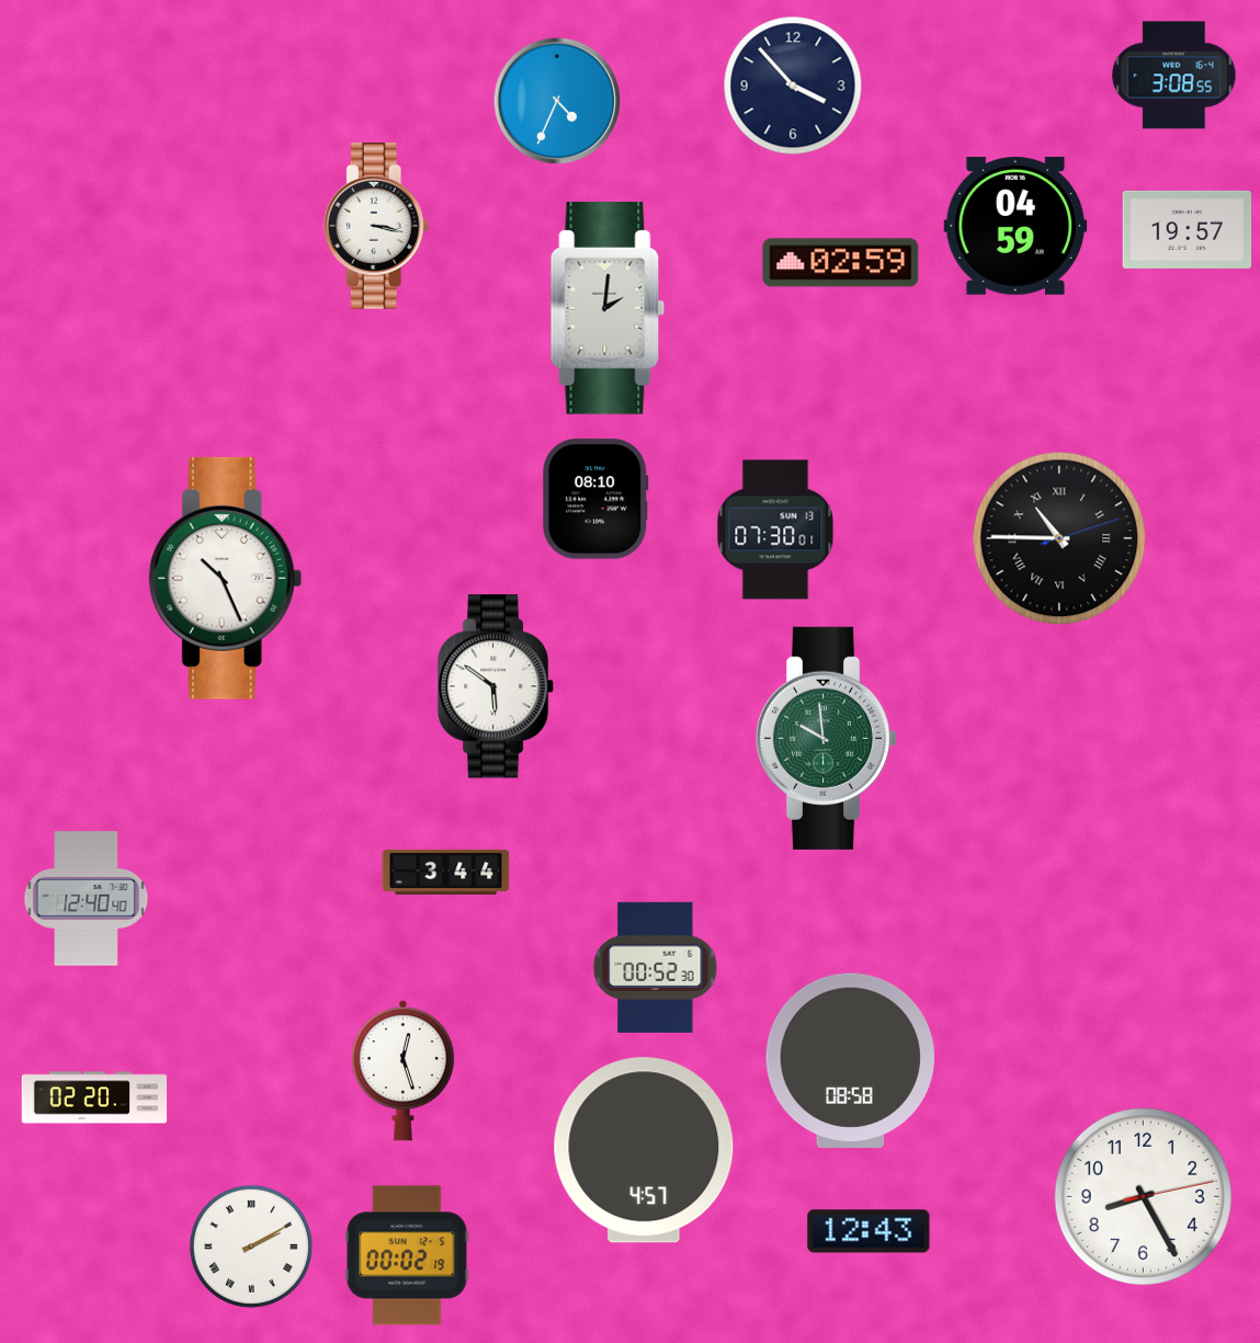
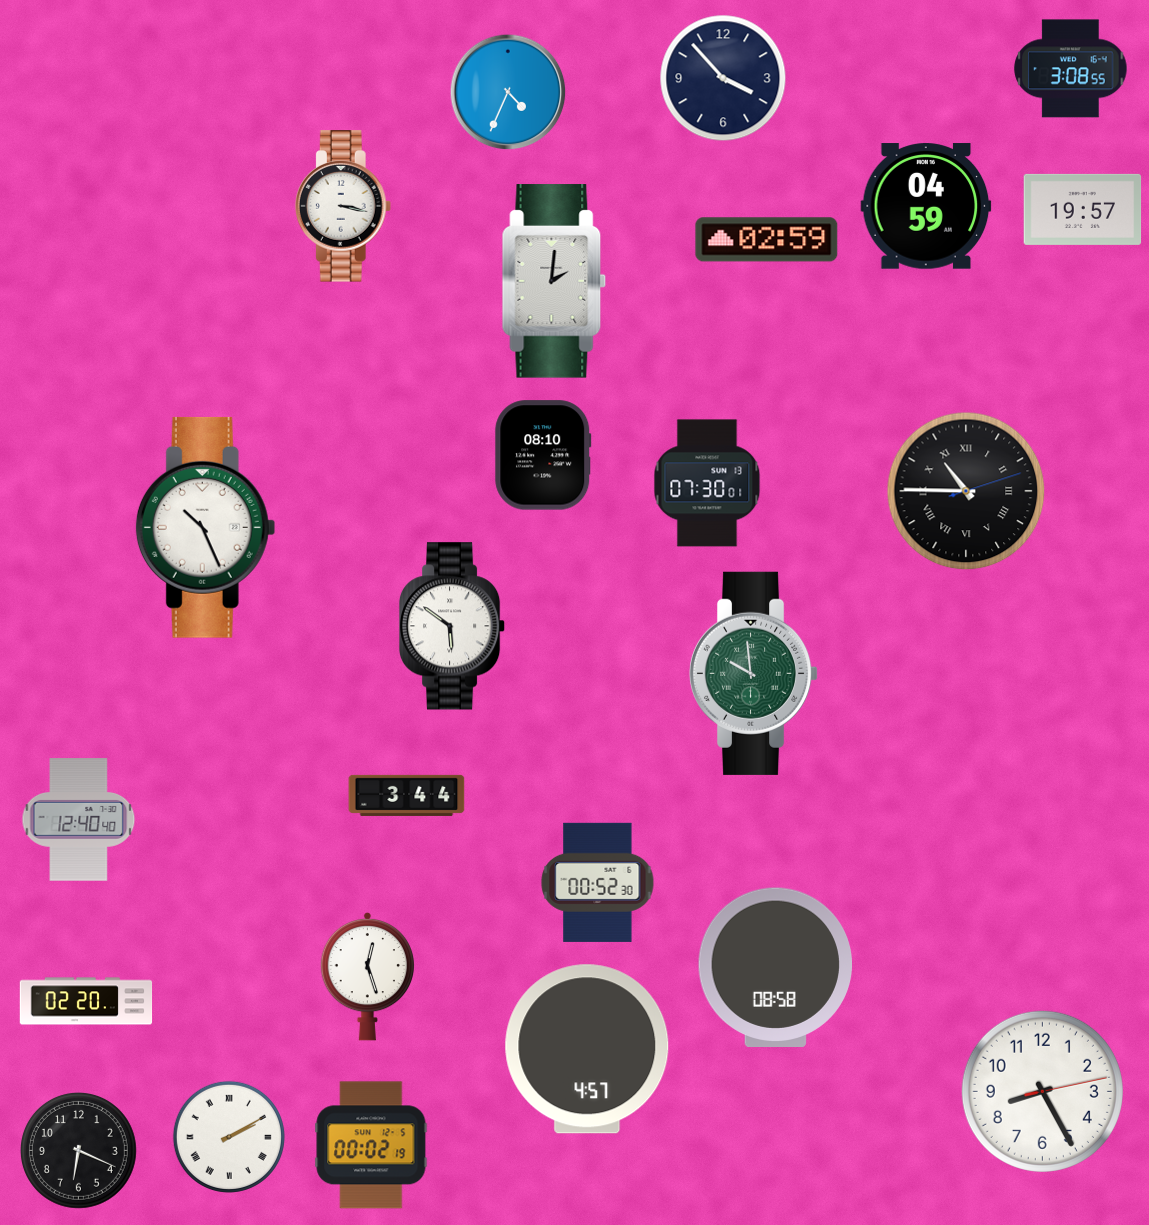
clock at (869, 1231): 12:43 -> none
clock at (78, 1150): none -> 6:19
